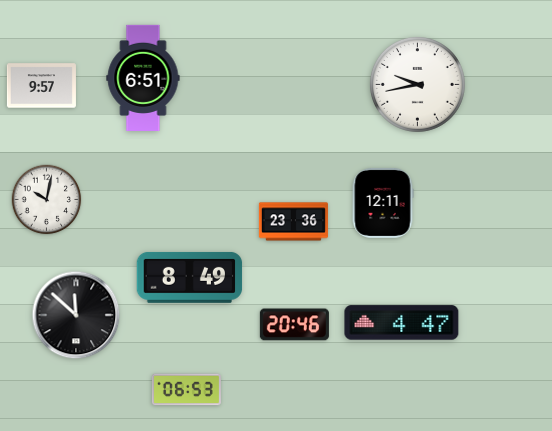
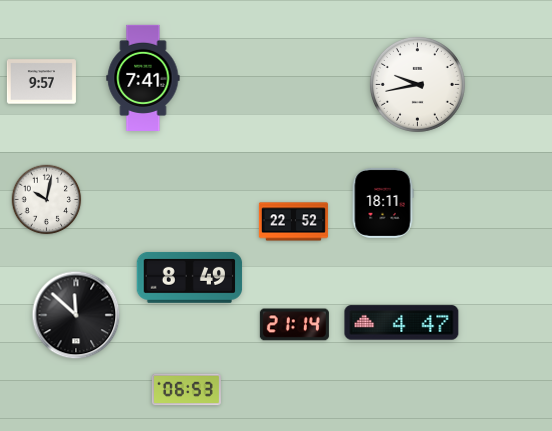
clock at (143, 78): 6:51 -> 7:41
clock at (41, 86) position: (41, 86) -> (41, 82)
clock at (383, 203): 12:11 -> 18:11
clock at (293, 222): 23:36 -> 22:52
clock at (294, 325): 20:46 -> 21:14
